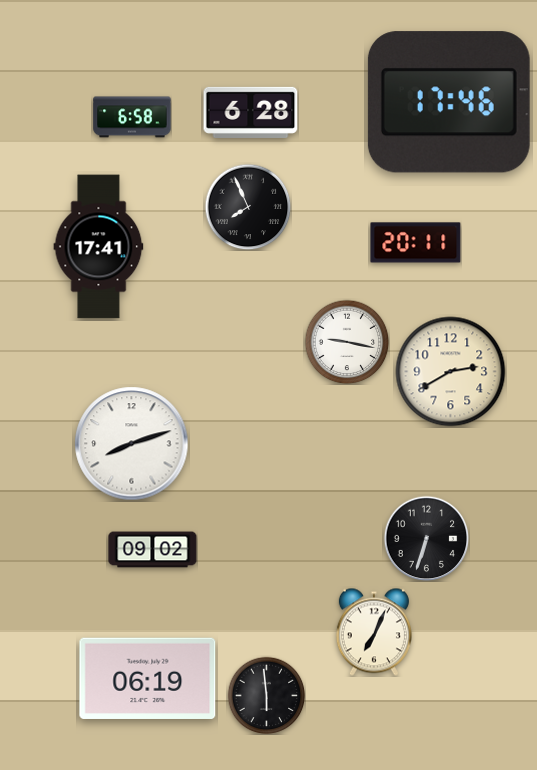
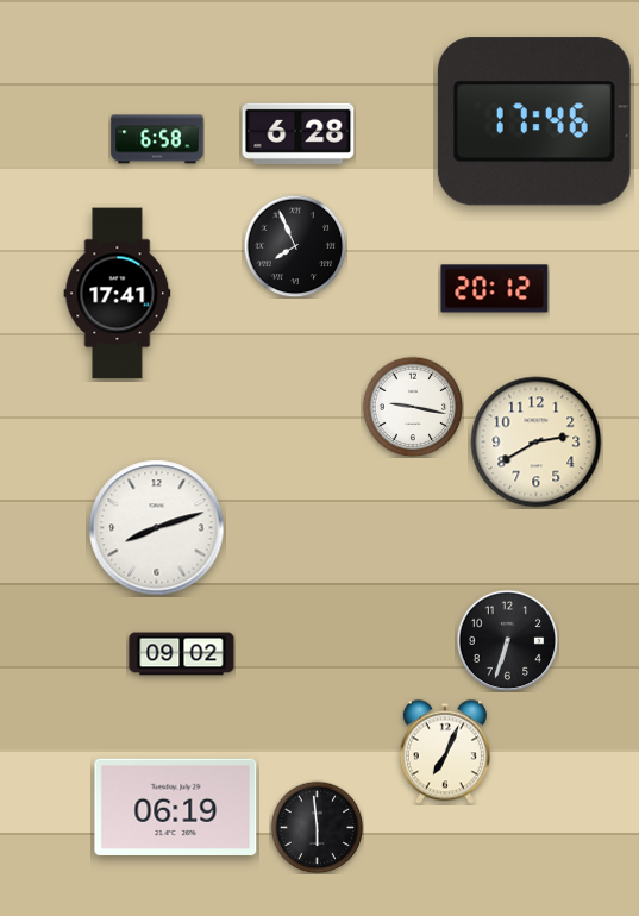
clock at (416, 243): 20:11 -> 20:12
